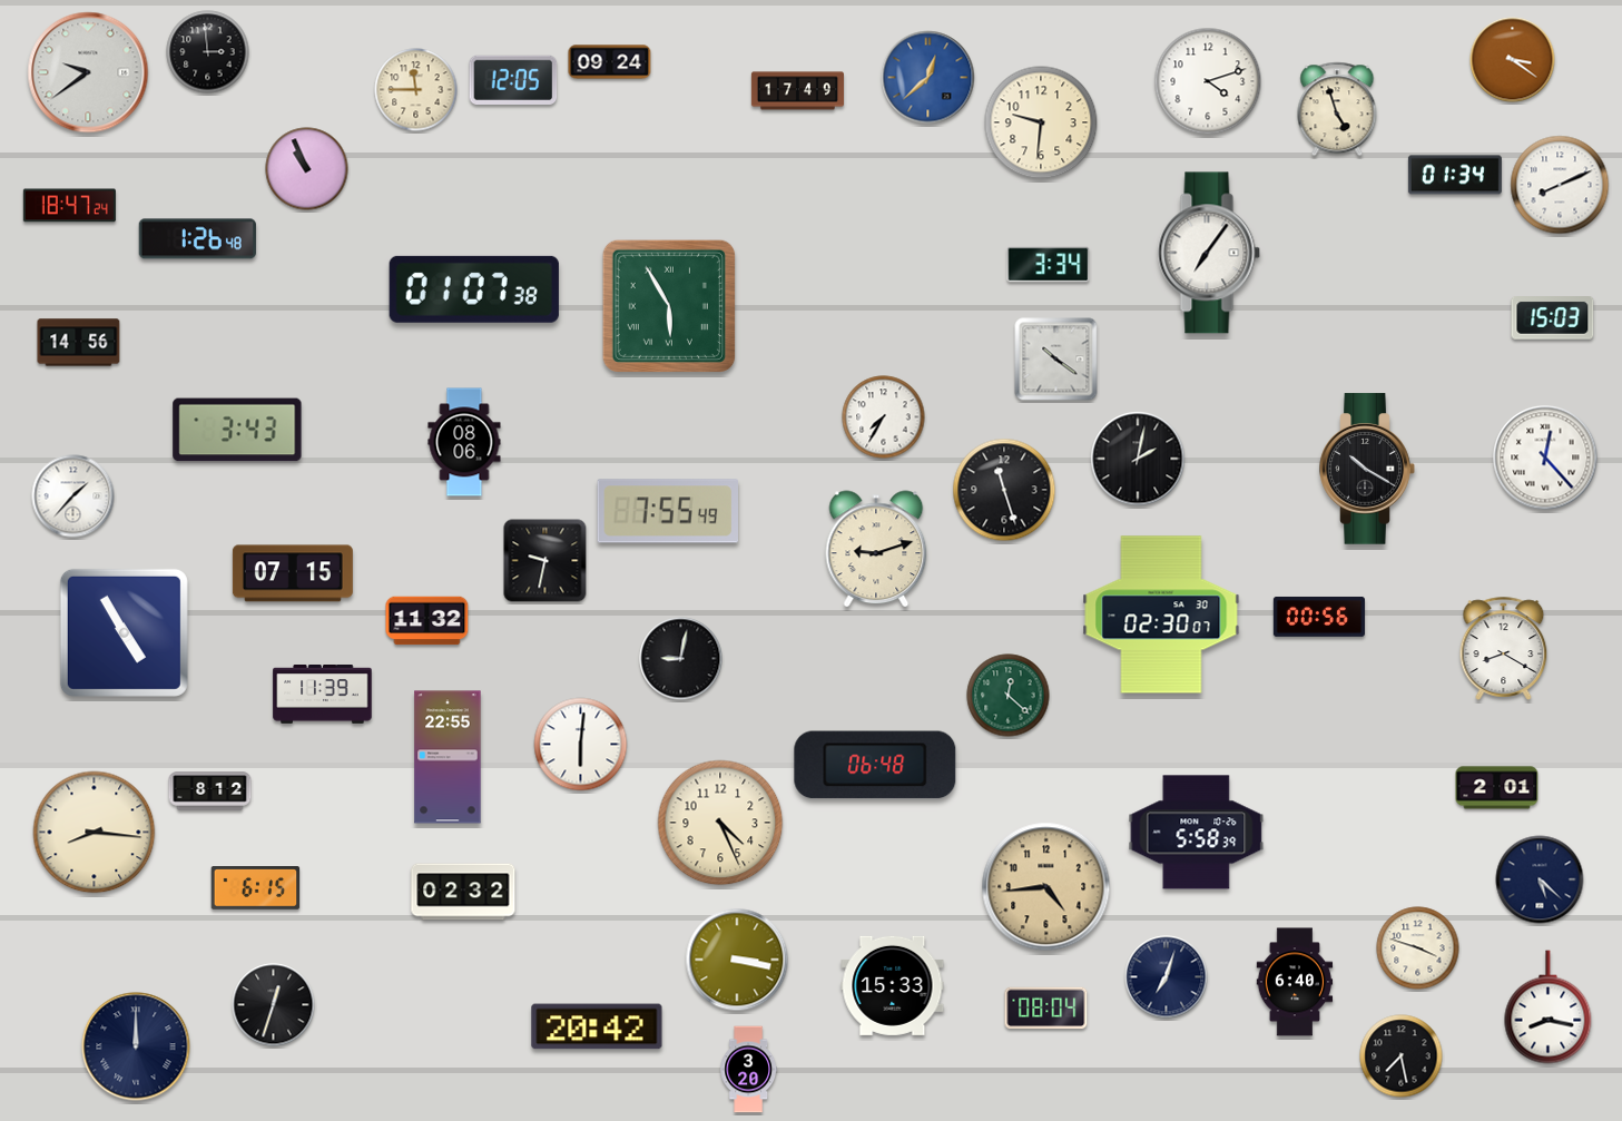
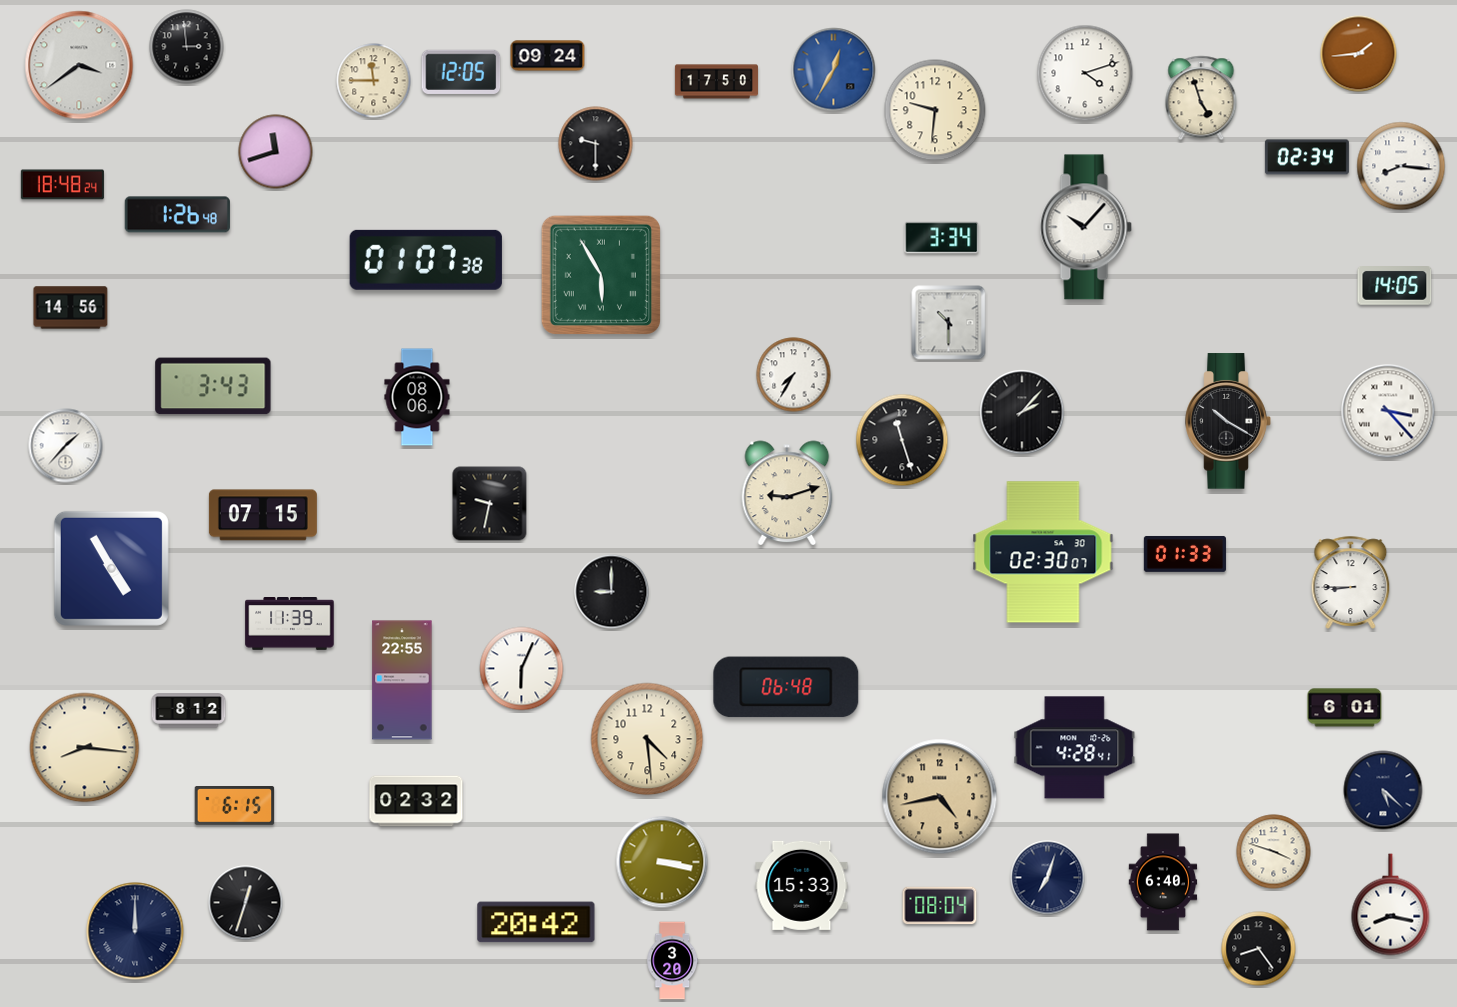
clock at (1513, 60): 3:21 -> 1:44
clock at (88, 72): 9:39 -> 3:39
clock at (928, 78): 12:38 -> 12:35
clock at (797, 91): 17:49 -> 17:50
clock at (596, 144): none -> 9:30
clock at (307, 169): 10:56 -> 11:42
clock at (1455, 175): 01:34 -> 02:34
clock at (1560, 185): 8:11 -> 8:16
clock at (69, 206): 18:47 -> 18:48
clock at (1209, 253): 7:06 -> 10:07
clock at (1553, 318): 15:03 -> 14:05
clock at (1056, 360): 10:21 -> 10:30
clock at (1545, 458): 12:23 -> 3:23
clock at (1138, 459): 2:02 -> 2:07
clock at (668, 511): 7:55 -> none
clock at (1319, 617): 00:56 -> 01:33
clock at (427, 621): 11:32 -> none
clock at (1504, 648): 8:20 -> 8:45
clock at (681, 659): 9:02 -> 9:00
clock at (1009, 696): 12:22 -> none
clock at (581, 745): 6:01 -> 6:04
clock at (1497, 788): 2:01 -> 6:01
clock at (720, 823): 4:26 -> 4:29
clock at (1197, 833): 5:58 -> 4:28
clock at (1046, 887): 4:44 -> 4:43
clock at (256, 888) position: (256, 888) -> (235, 806)
clock at (136, 1046) position: (136, 1046) -> (135, 931)
clock at (1402, 1056): 7:28 -> 8:24
